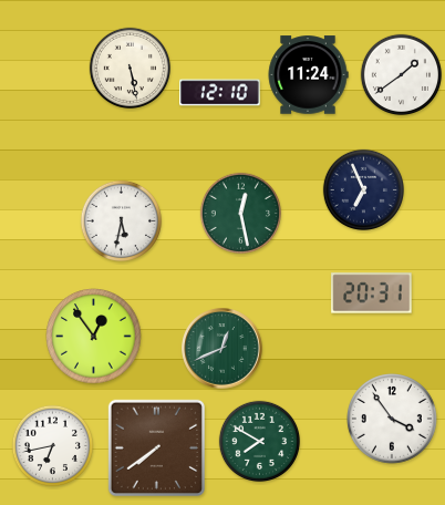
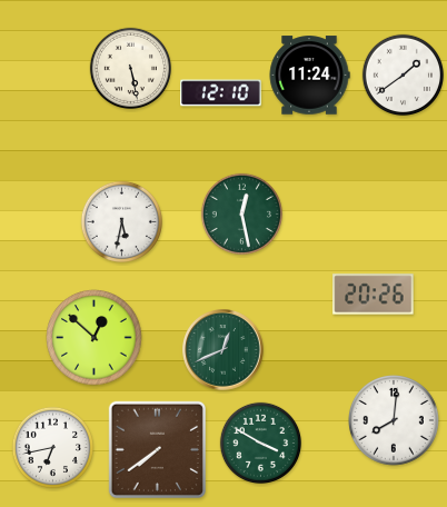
clock at (363, 189): 6:56 -> none
clock at (372, 293): 20:31 -> 20:26
clock at (94, 337): 12:54 -> 12:52
clock at (393, 420): 3:54 -> 8:01
clock at (259, 441): 7:50 -> 3:50
